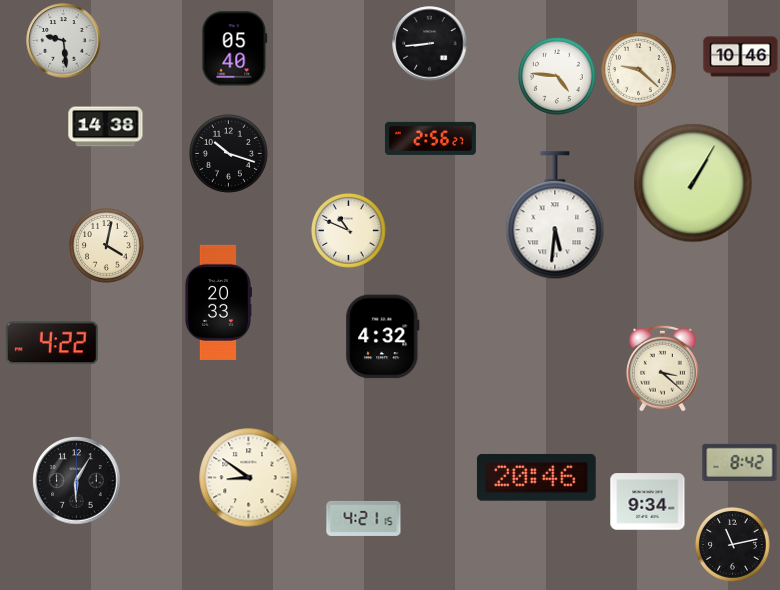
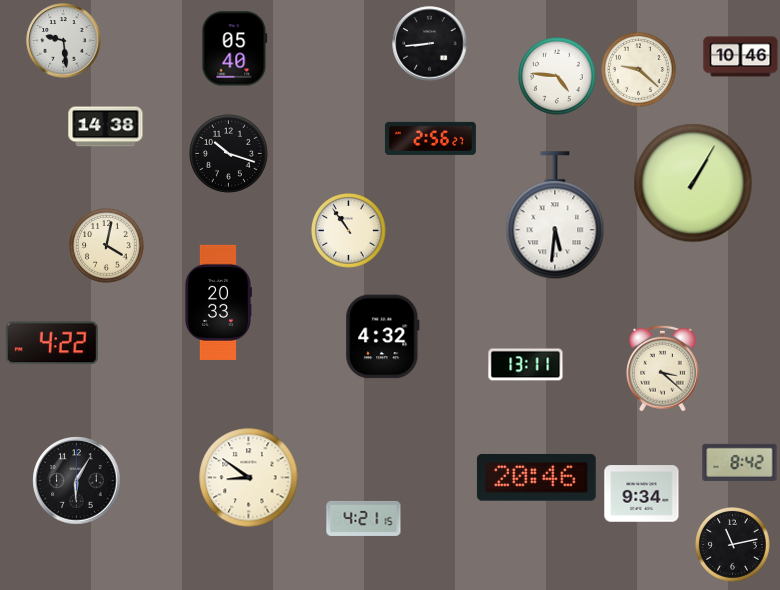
clock at (349, 231): 10:49 -> 10:54
clock at (526, 365): none -> 13:11
clock at (648, 502) position: (648, 502) -> (642, 494)
